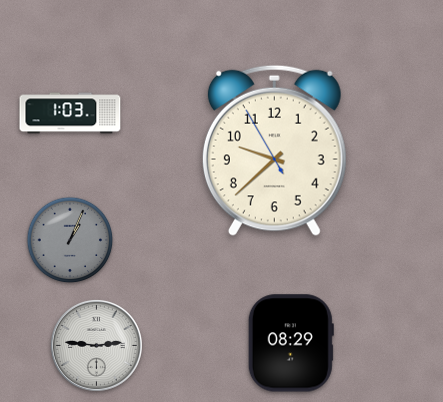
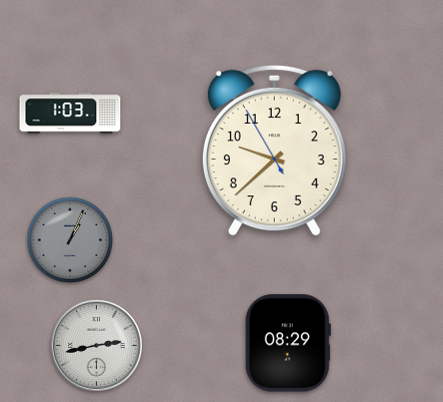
clock at (291, 343) position: (291, 343) -> (288, 343)
clock at (96, 345): 2:46 -> 2:43
